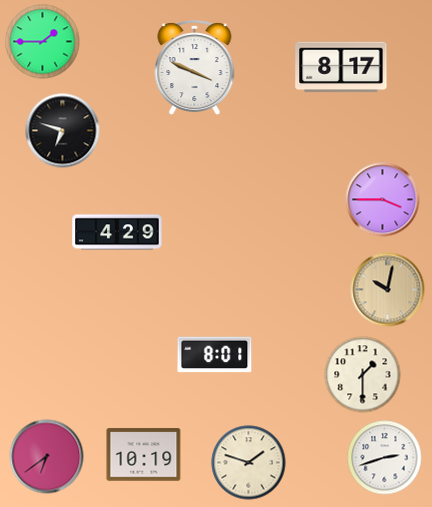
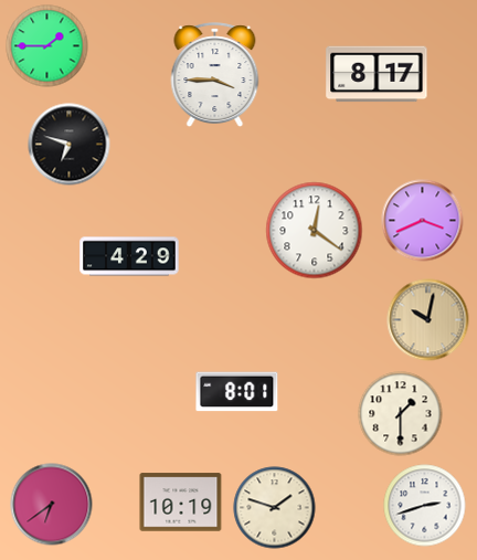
clock at (195, 67): 3:49 -> 3:45
clock at (383, 200): 3:45 -> 3:41
clock at (315, 231): none -> 12:21
clock at (144, 455) position: (144, 455) -> (181, 503)
clock at (249, 463) position: (249, 463) -> (275, 508)
